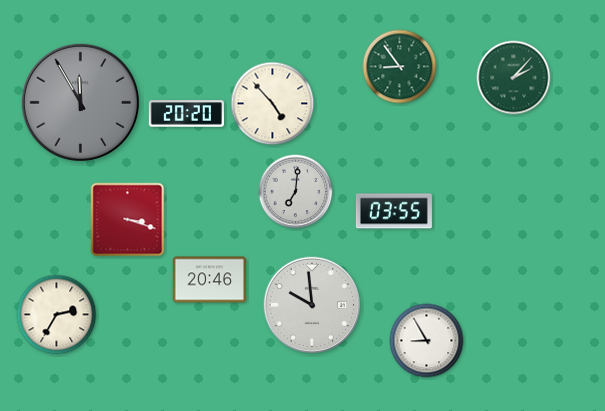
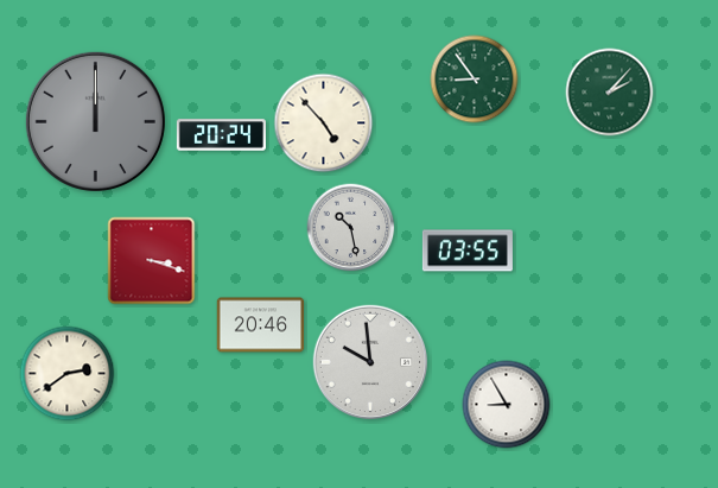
clock at (80, 102): 11:55 -> 12:00
clock at (186, 114): 20:20 -> 20:24
clock at (296, 192): 7:01 -> 10:28
clock at (210, 280) position: (210, 280) -> (261, 325)
clock at (57, 315): 2:35 -> 2:39
